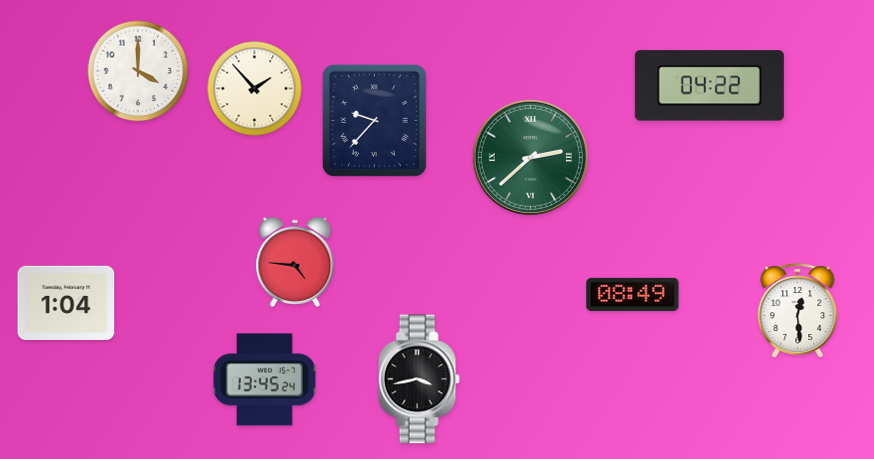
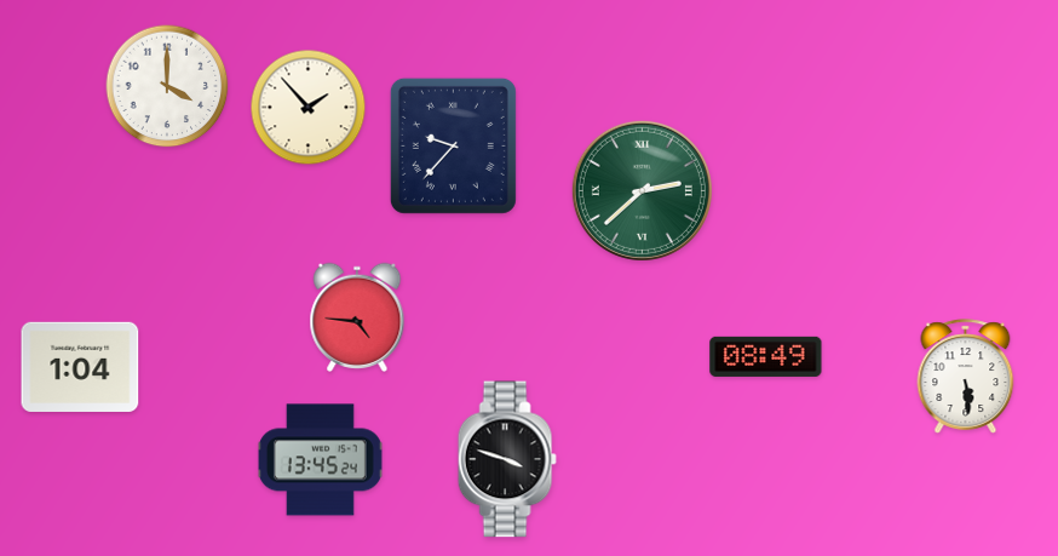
clock at (709, 86): 04:22 -> none
clock at (798, 311): 12:29 -> 5:29
clock at (419, 379): 3:43 -> 3:48
